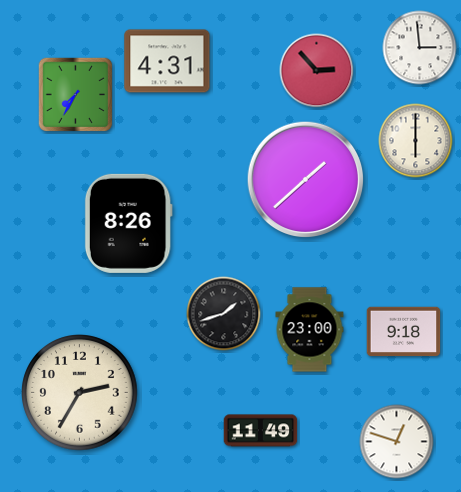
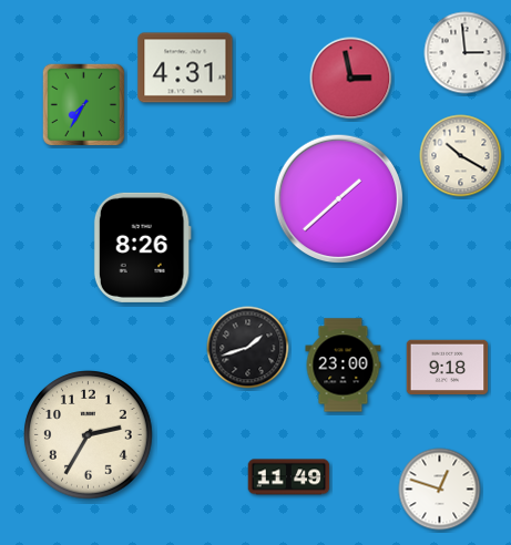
clock at (317, 71): 2:53 -> 2:58
clock at (416, 141): 6:00 -> 10:20
